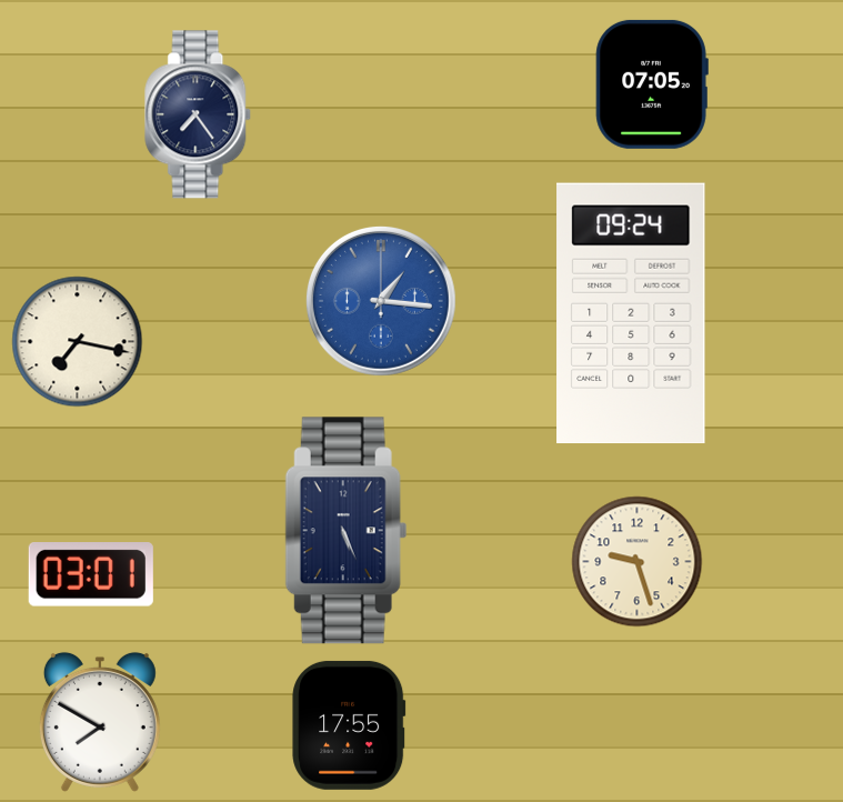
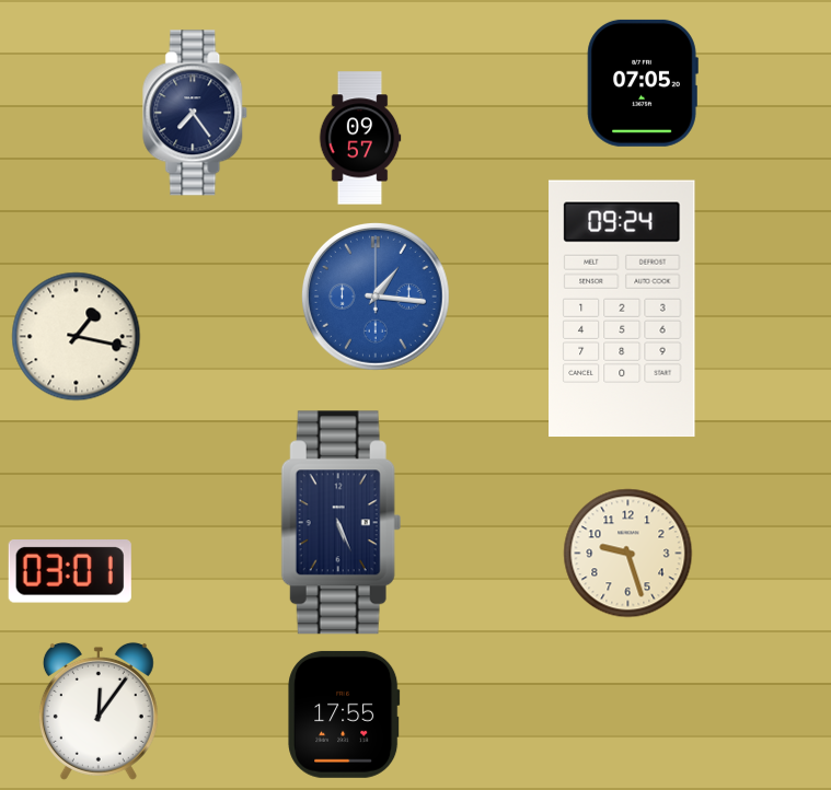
clock at (360, 138): none -> 09:57
clock at (78, 342): 7:17 -> 1:17
clock at (91, 575) position: (91, 575) -> (70, 572)
clock at (100, 722): 7:50 -> 12:06
